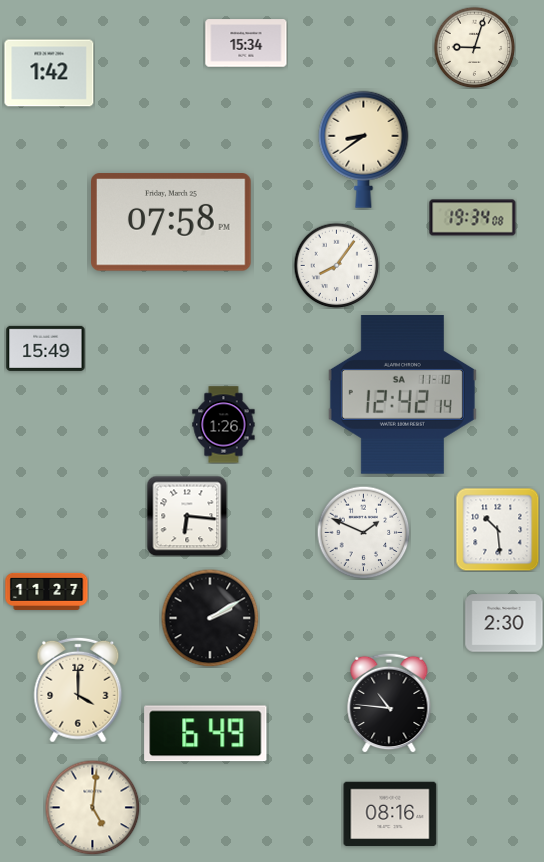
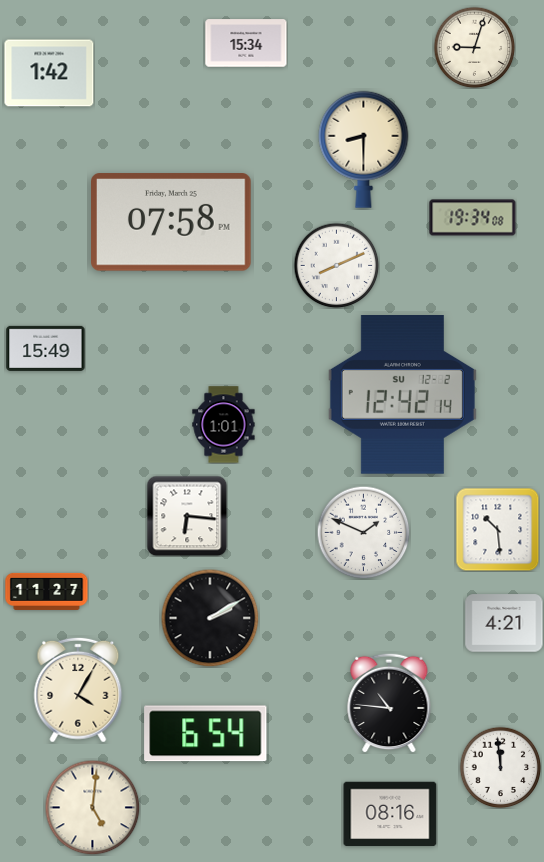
clock at (364, 149): 8:39 -> 8:30
clock at (336, 265): 8:06 -> 8:11
clock at (402, 395) date: SA 11-10 -> SU 12-2
clock at (224, 425): 1:26 -> 1:01
clock at (504, 623): 2:30 -> 4:21
clock at (78, 690): 4:00 -> 4:05
clock at (206, 734): 6:49 -> 6:54
clock at (500, 767): none -> 11:59
